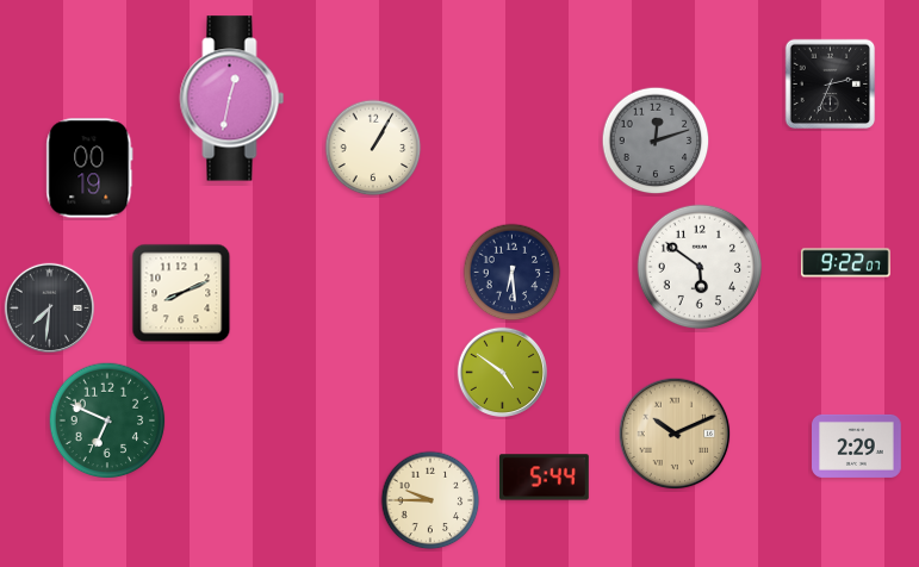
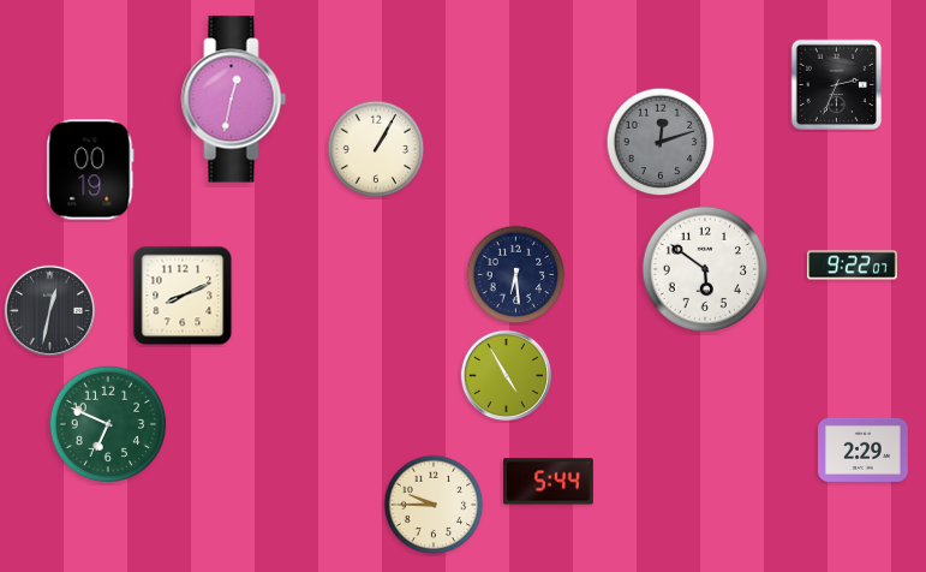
clock at (49, 307): 7:31 -> 12:32
clock at (502, 372): 4:51 -> 4:55
clock at (675, 434): 10:11 -> none
